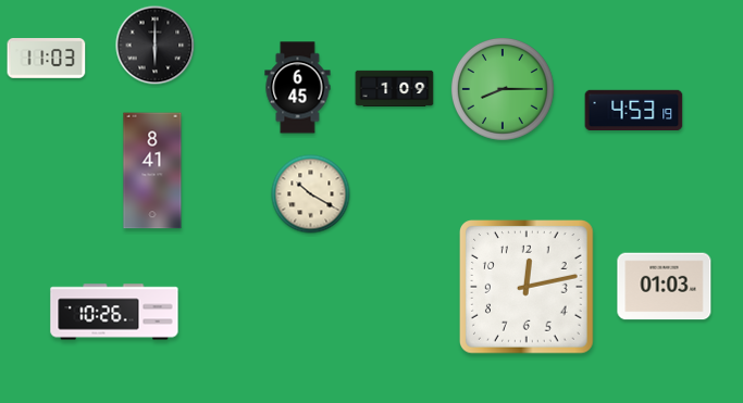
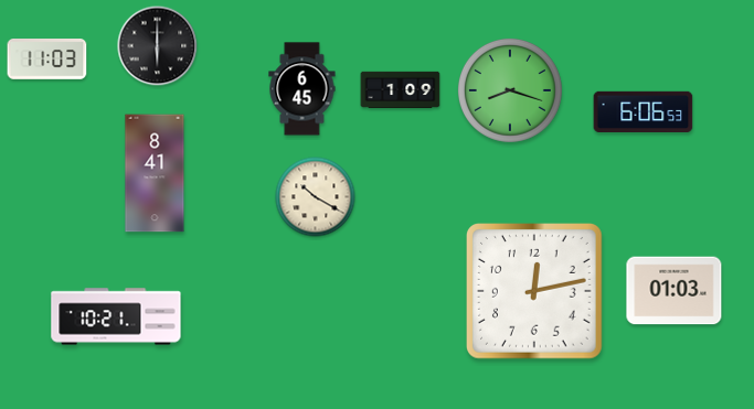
clock at (503, 89): 8:15 -> 8:18
clock at (634, 111): 4:53 -> 6:06
clock at (114, 312): 10:26 -> 10:21
